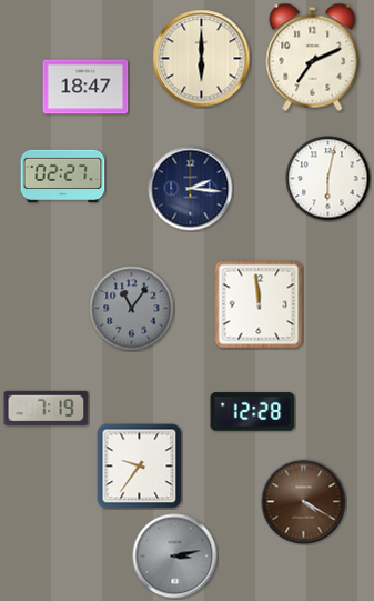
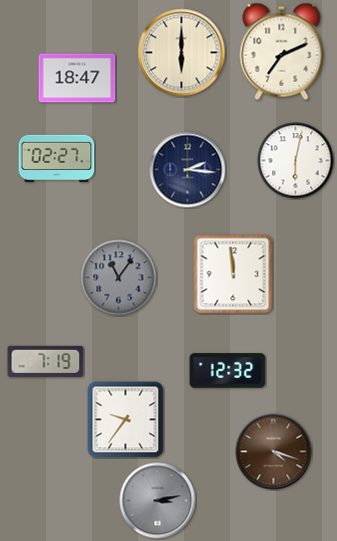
clock at (191, 189) position: (191, 189) -> (188, 170)
clock at (47, 408) position: (47, 408) -> (46, 361)
clock at (253, 412): 12:28 -> 12:32
clock at (304, 502): 4:20 -> 4:18
